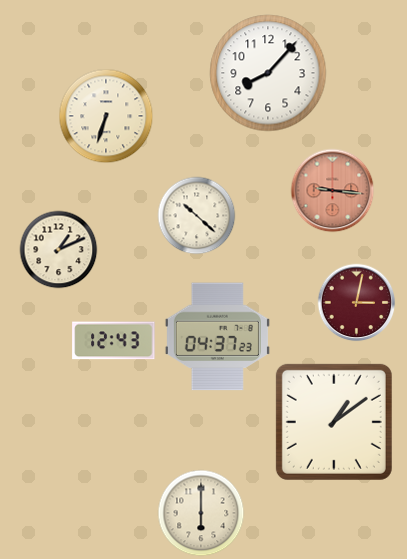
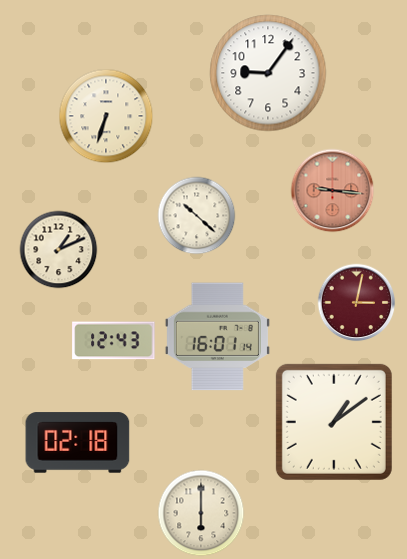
clock at (268, 73): 8:07 -> 9:06
clock at (217, 337): 04:37 -> 16:01
clock at (78, 443): none -> 02:18
